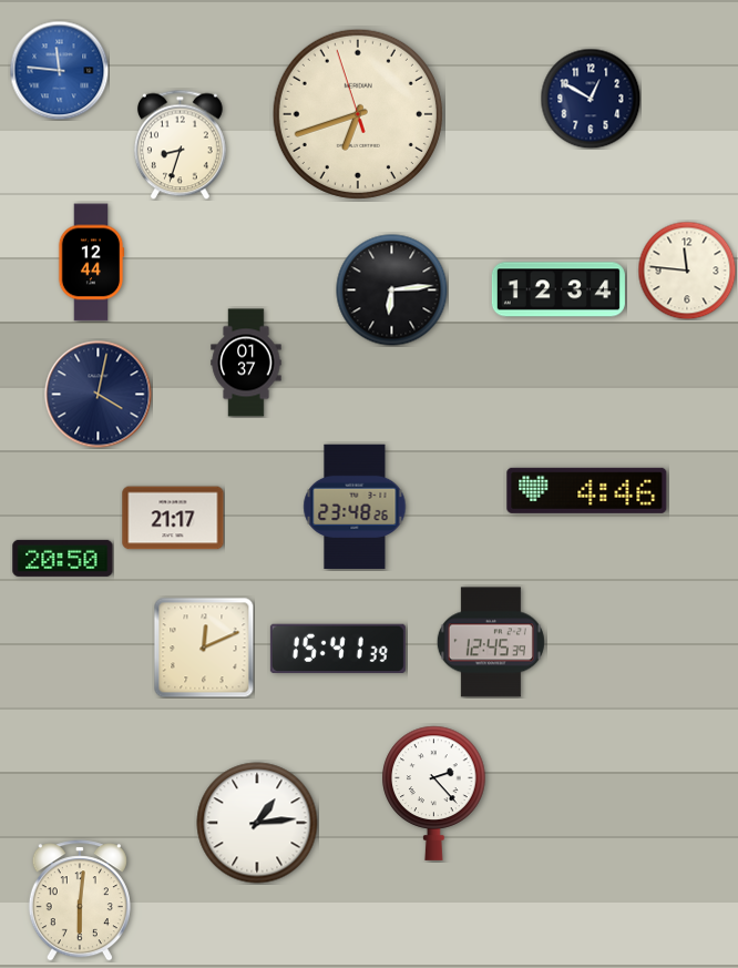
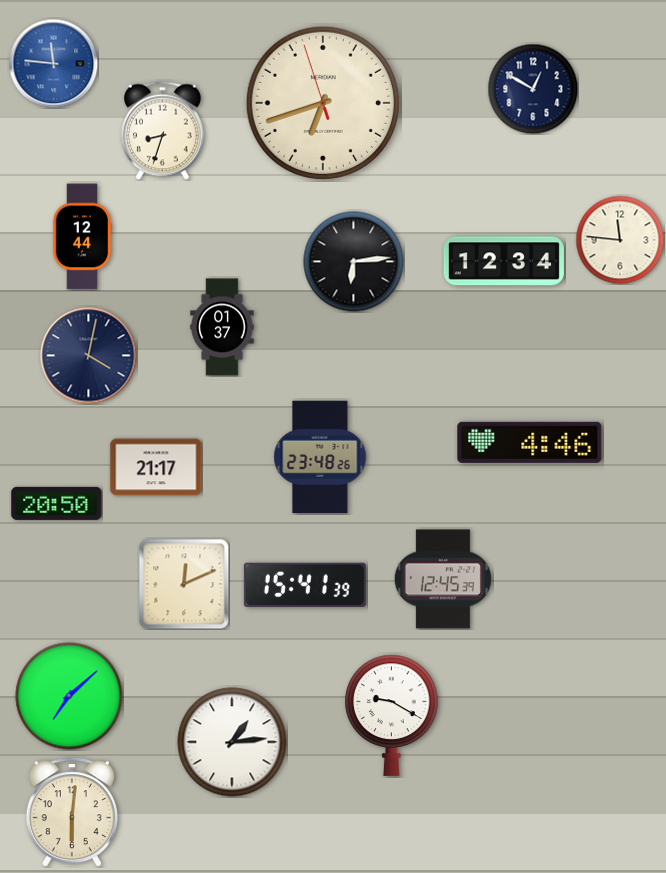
clock at (687, 271) position: (687, 271) -> (620, 240)
clock at (69, 696): none -> 7:08
clock at (434, 793): 2:23 -> 9:20
